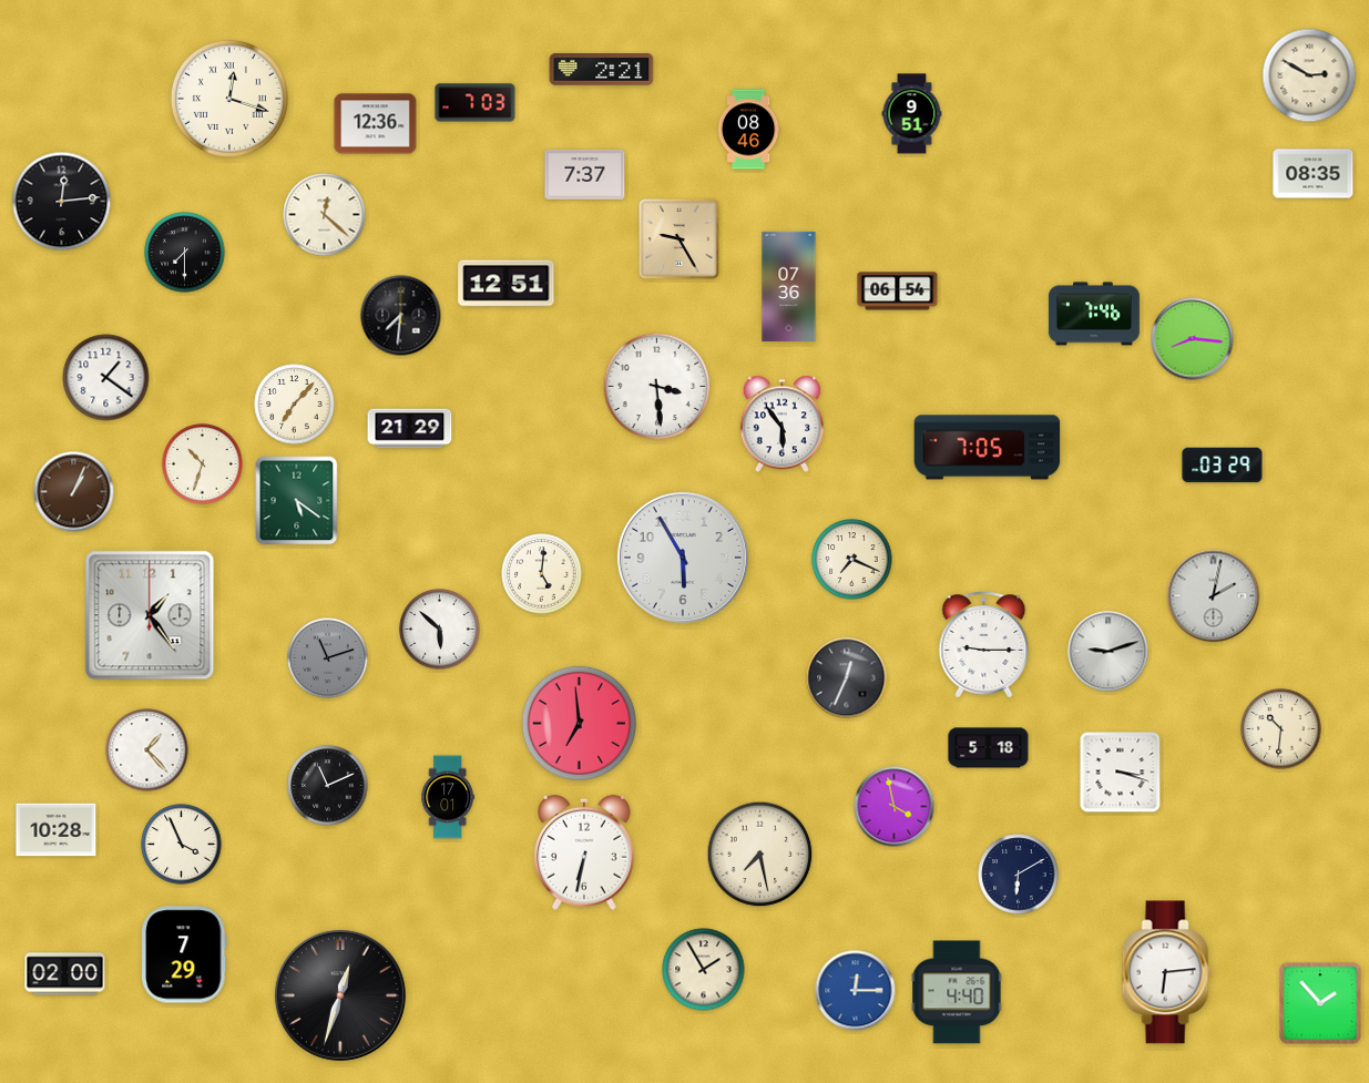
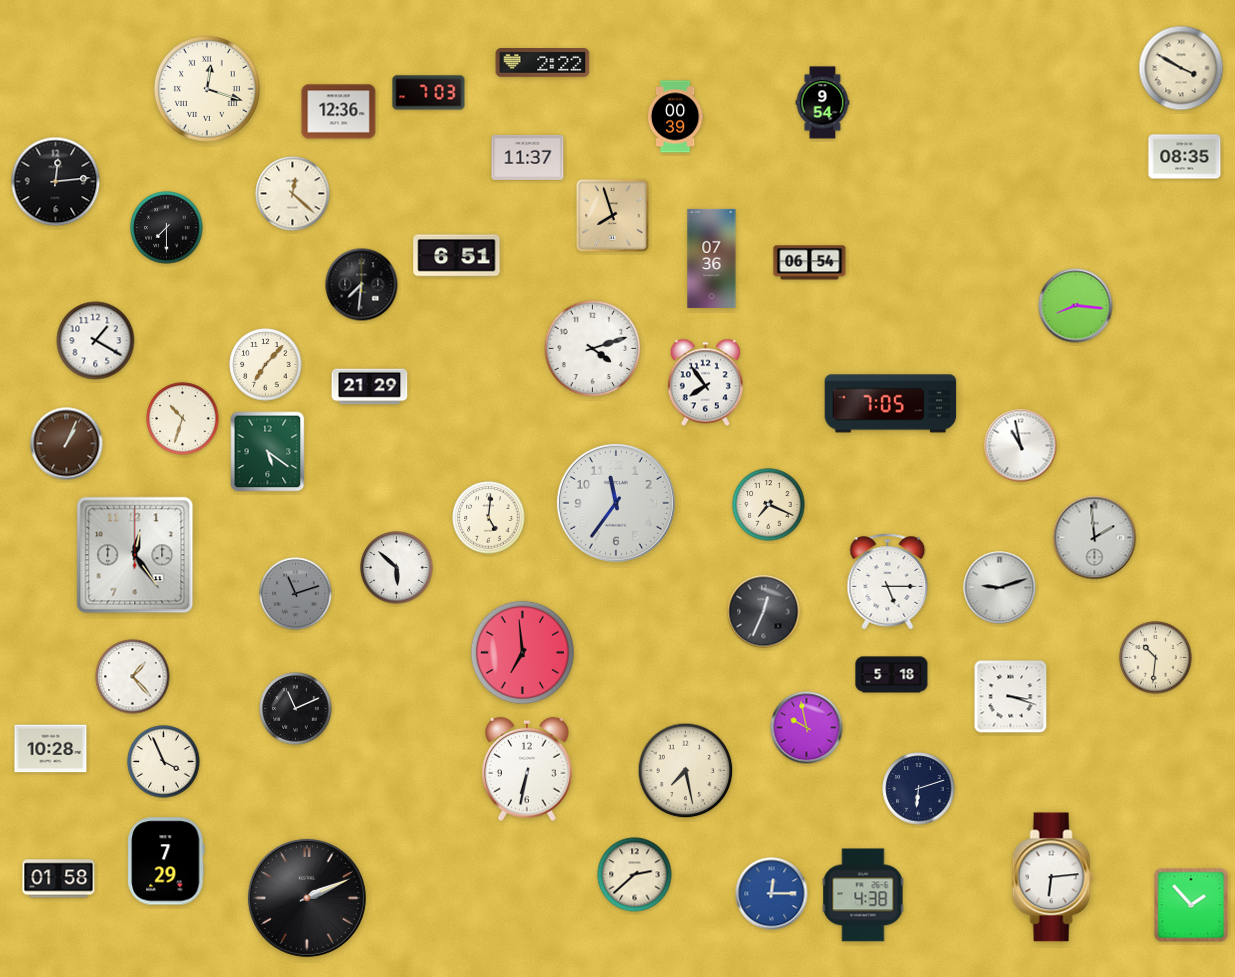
clock at (602, 70): 2:21 -> 2:22
clock at (1309, 75): 2:50 -> 3:50
clock at (912, 114): 9:51 -> 9:54
clock at (748, 130): 08:46 -> 00:39
clock at (585, 174): 7:37 -> 11:37
clock at (680, 239): 9:25 -> 7:57
clock at (507, 284): 12:51 -> 6:51
clock at (1094, 314): 7:46 -> none
clock at (106, 378): 1:21 -> 1:20
clock at (657, 387): 3:29 -> 4:12
clock at (781, 425): 5:54 -> 7:54
clock at (1223, 466): 03:29 -> none
clock at (1021, 446): none -> 10:58
clock at (683, 558): 5:55 -> 11:36
clock at (1214, 596): 2:02 -> 1:59
clock at (150, 615): 1:24 -> 12:24
clock at (984, 645): 9:15 -> 5:15
clock at (448, 797): 17:01 -> none
clock at (895, 807): 3:58 -> 9:58
clock at (1019, 875): 6:10 -> 6:12
clock at (704, 970): 1:55 -> 2:38
clock at (65, 974): 02:00 -> 01:58
clock at (957, 992): 4:40 -> 4:38
clock at (340, 995): 12:33 -> 2:11
